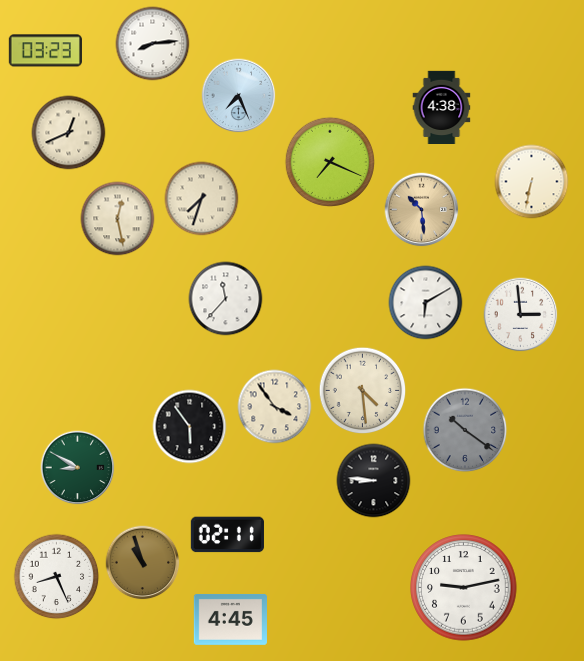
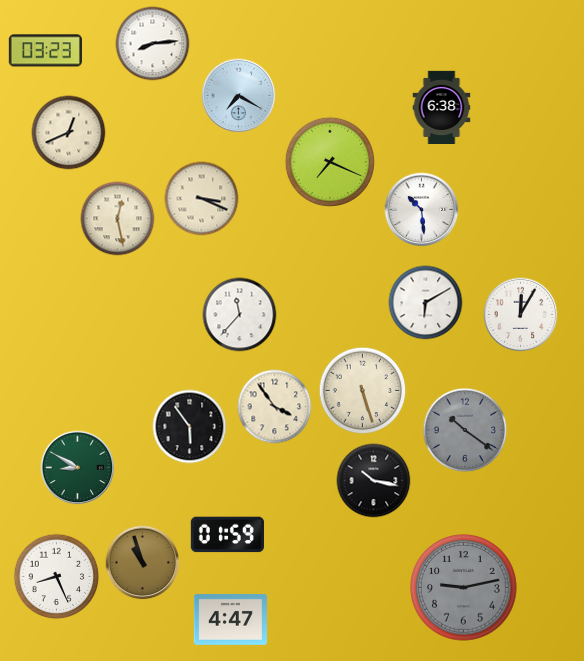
clock at (239, 96): 7:26 -> 7:20
clock at (442, 107): 4:38 -> 6:38
clock at (532, 182): 6:32 -> none
clock at (202, 199): 7:33 -> 3:19
clock at (422, 210) dial: champagne -> white
clock at (226, 299) position: (226, 299) -> (240, 315)
clock at (521, 315): 2:59 -> 12:05
clock at (363, 391): 4:29 -> 5:27
clock at (374, 481): 8:46 -> 10:17
clock at (227, 535): 02:11 -> 01:59
clock at (464, 588) dial: white -> grey
clock at (230, 620): 4:45 -> 4:47
